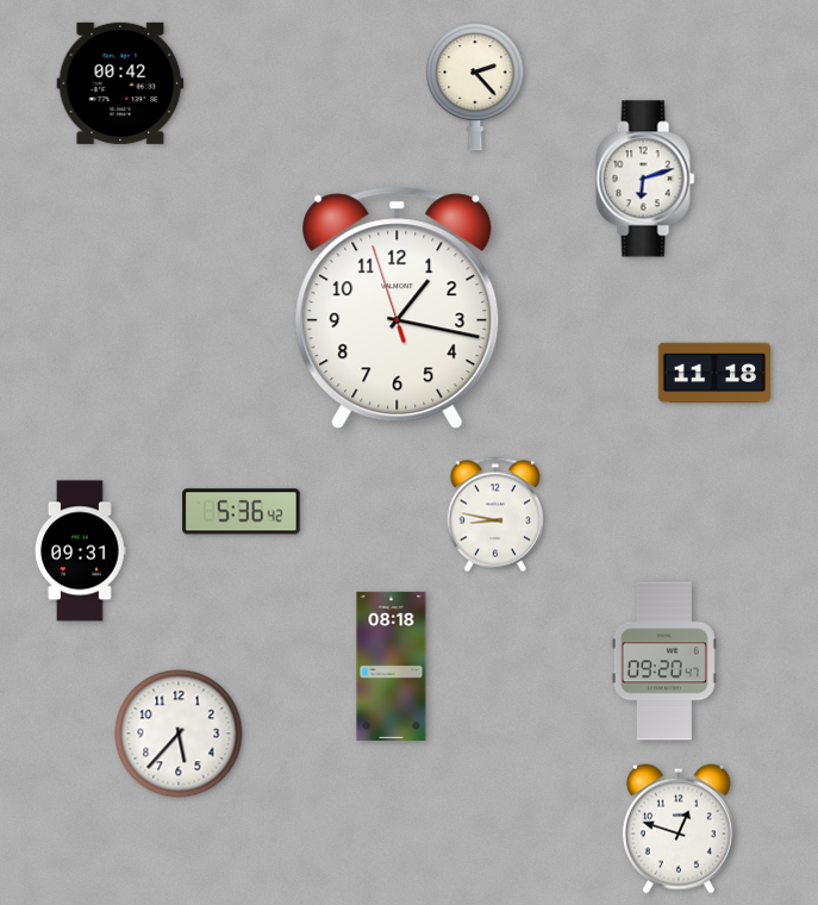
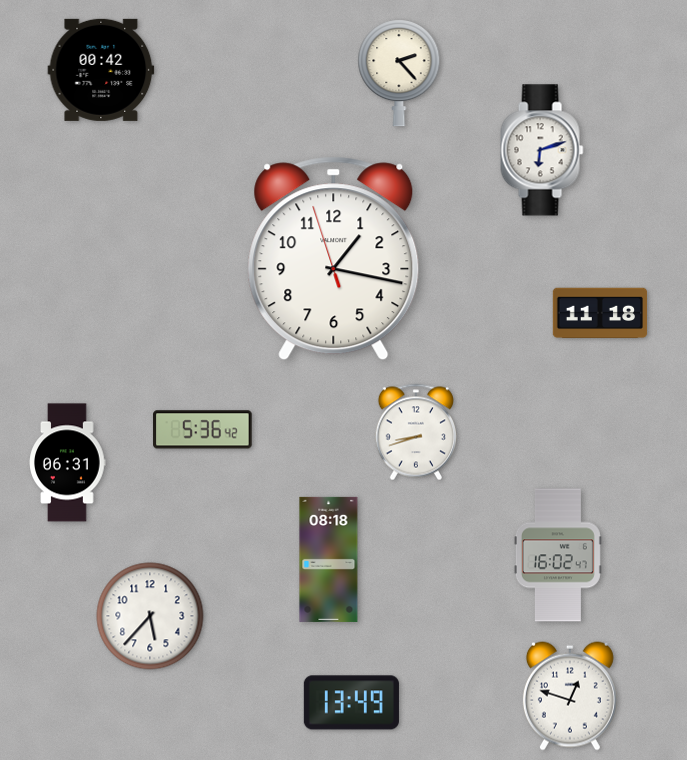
clock at (495, 514): 8:47 -> 8:42
clock at (81, 551): 09:31 -> 06:31
clock at (664, 661): 09:20 -> 16:02
clock at (351, 703): none -> 13:49
